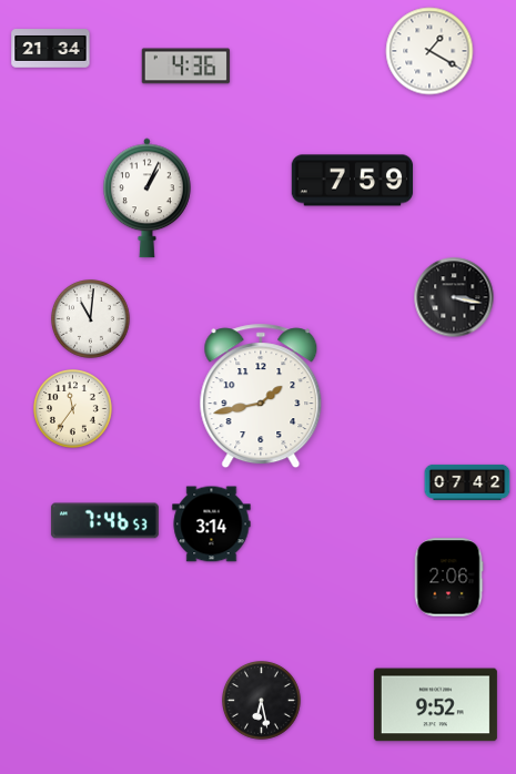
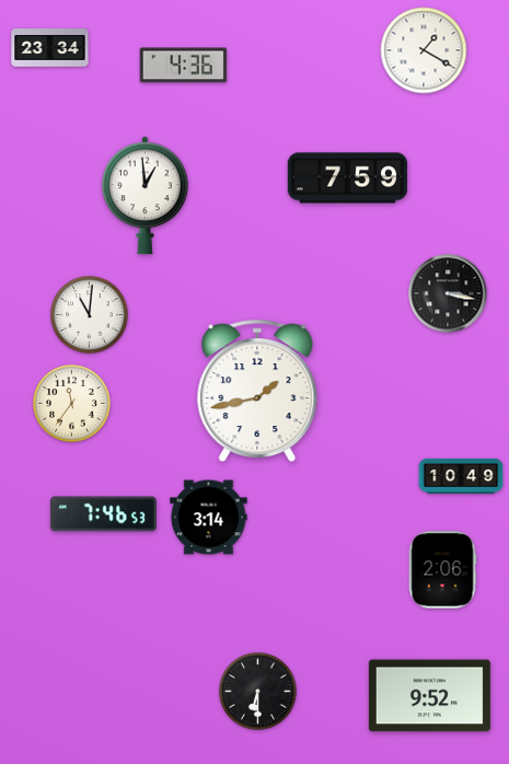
clock at (51, 49): 21:34 -> 23:34
clock at (148, 198): 1:04 -> 12:59
clock at (467, 482): 07:42 -> 10:49
clock at (262, 701): 6:28 -> 6:30
